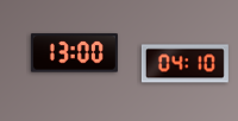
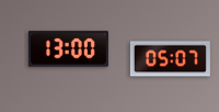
clock at (184, 64): 04:10 -> 05:07
